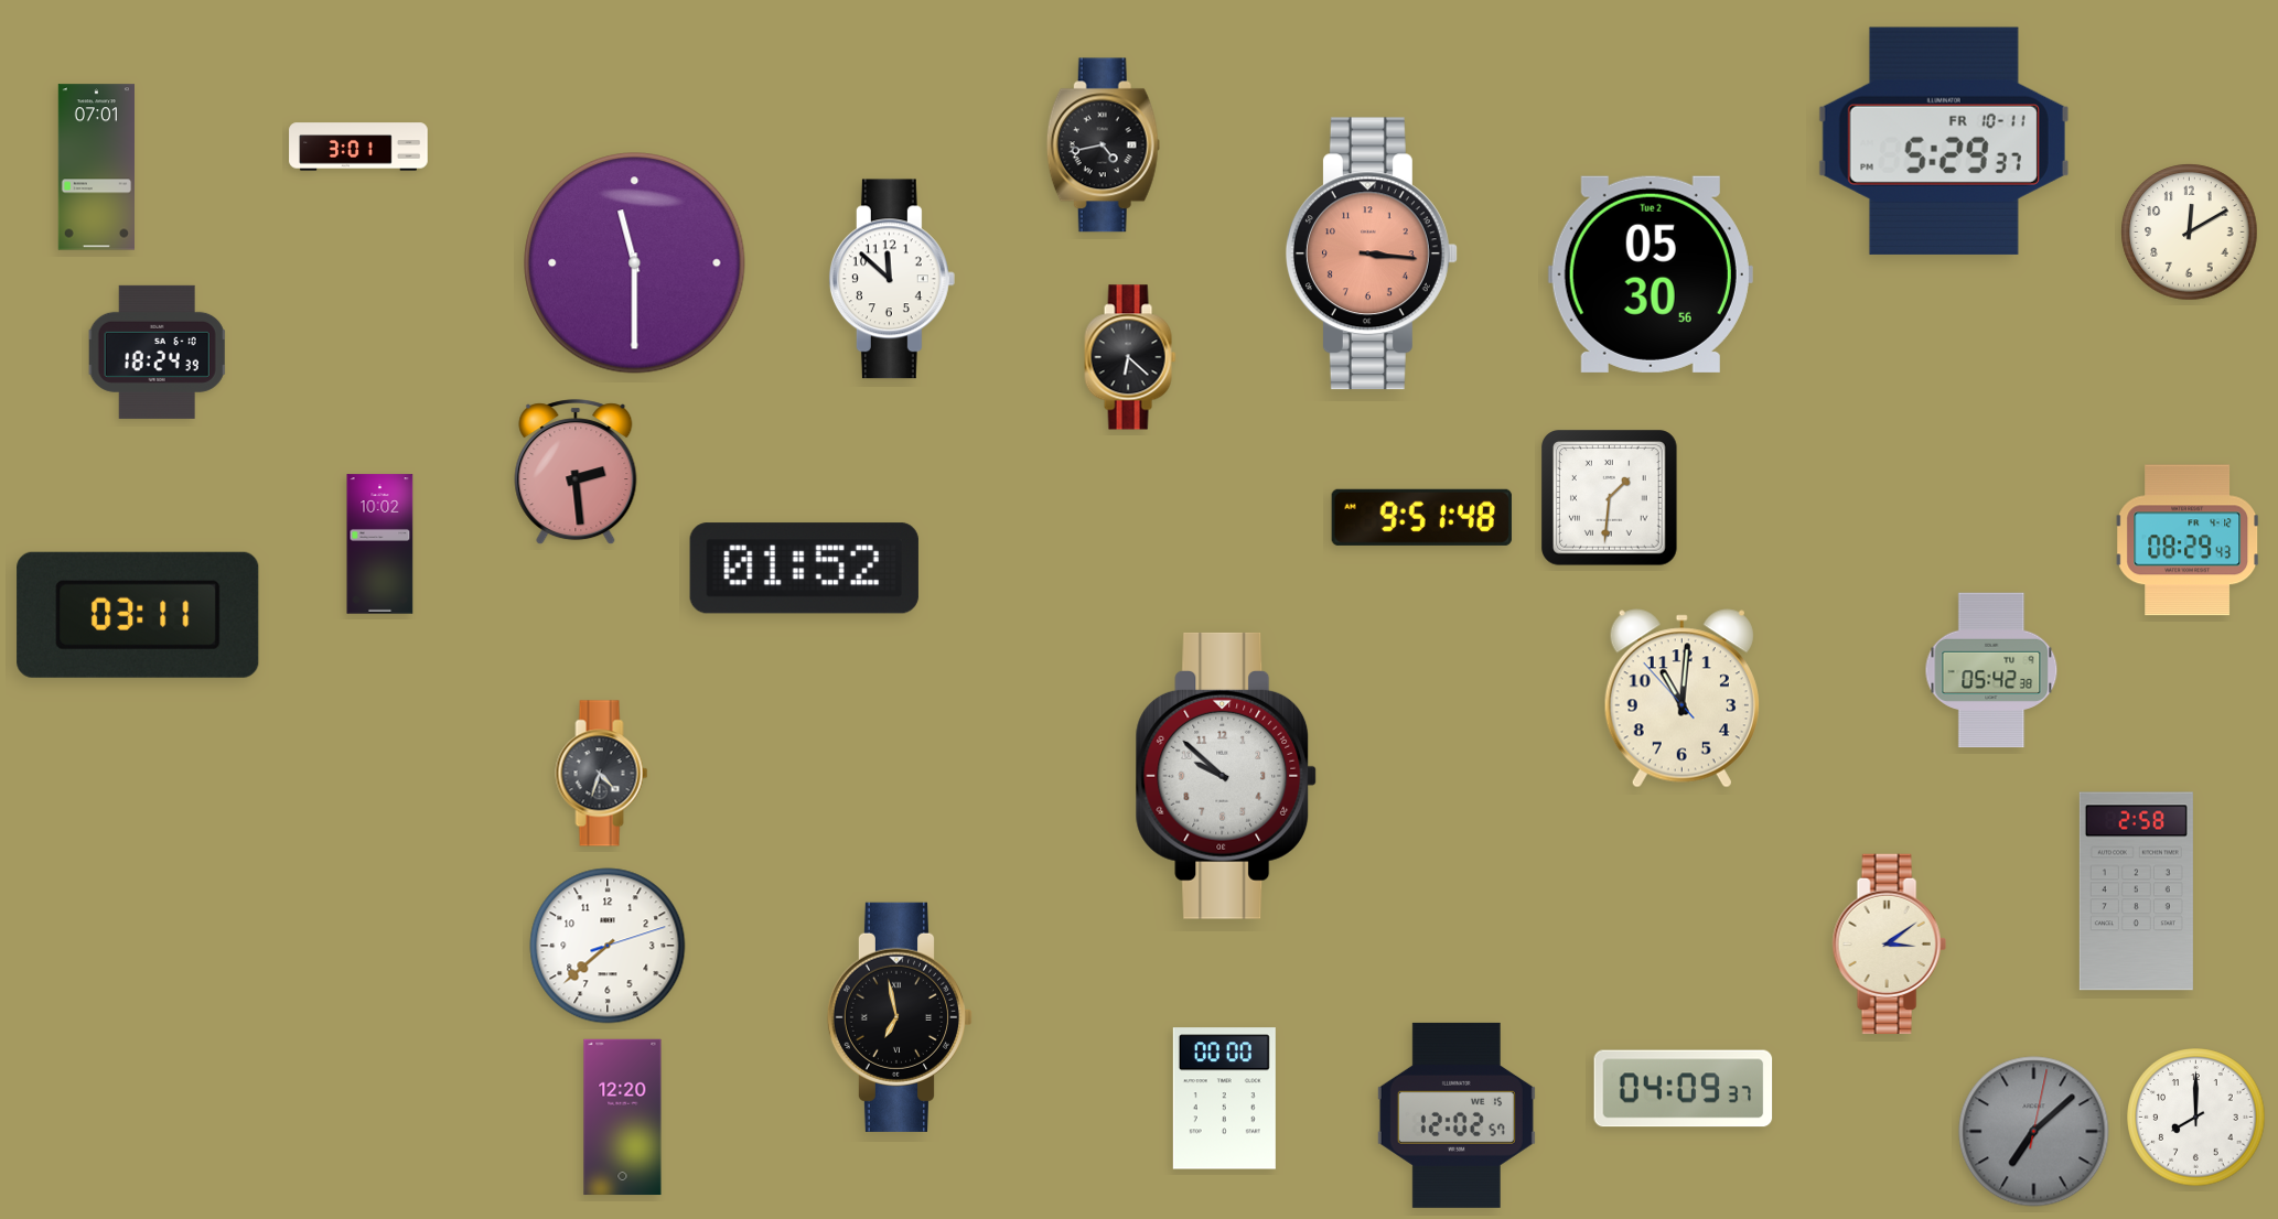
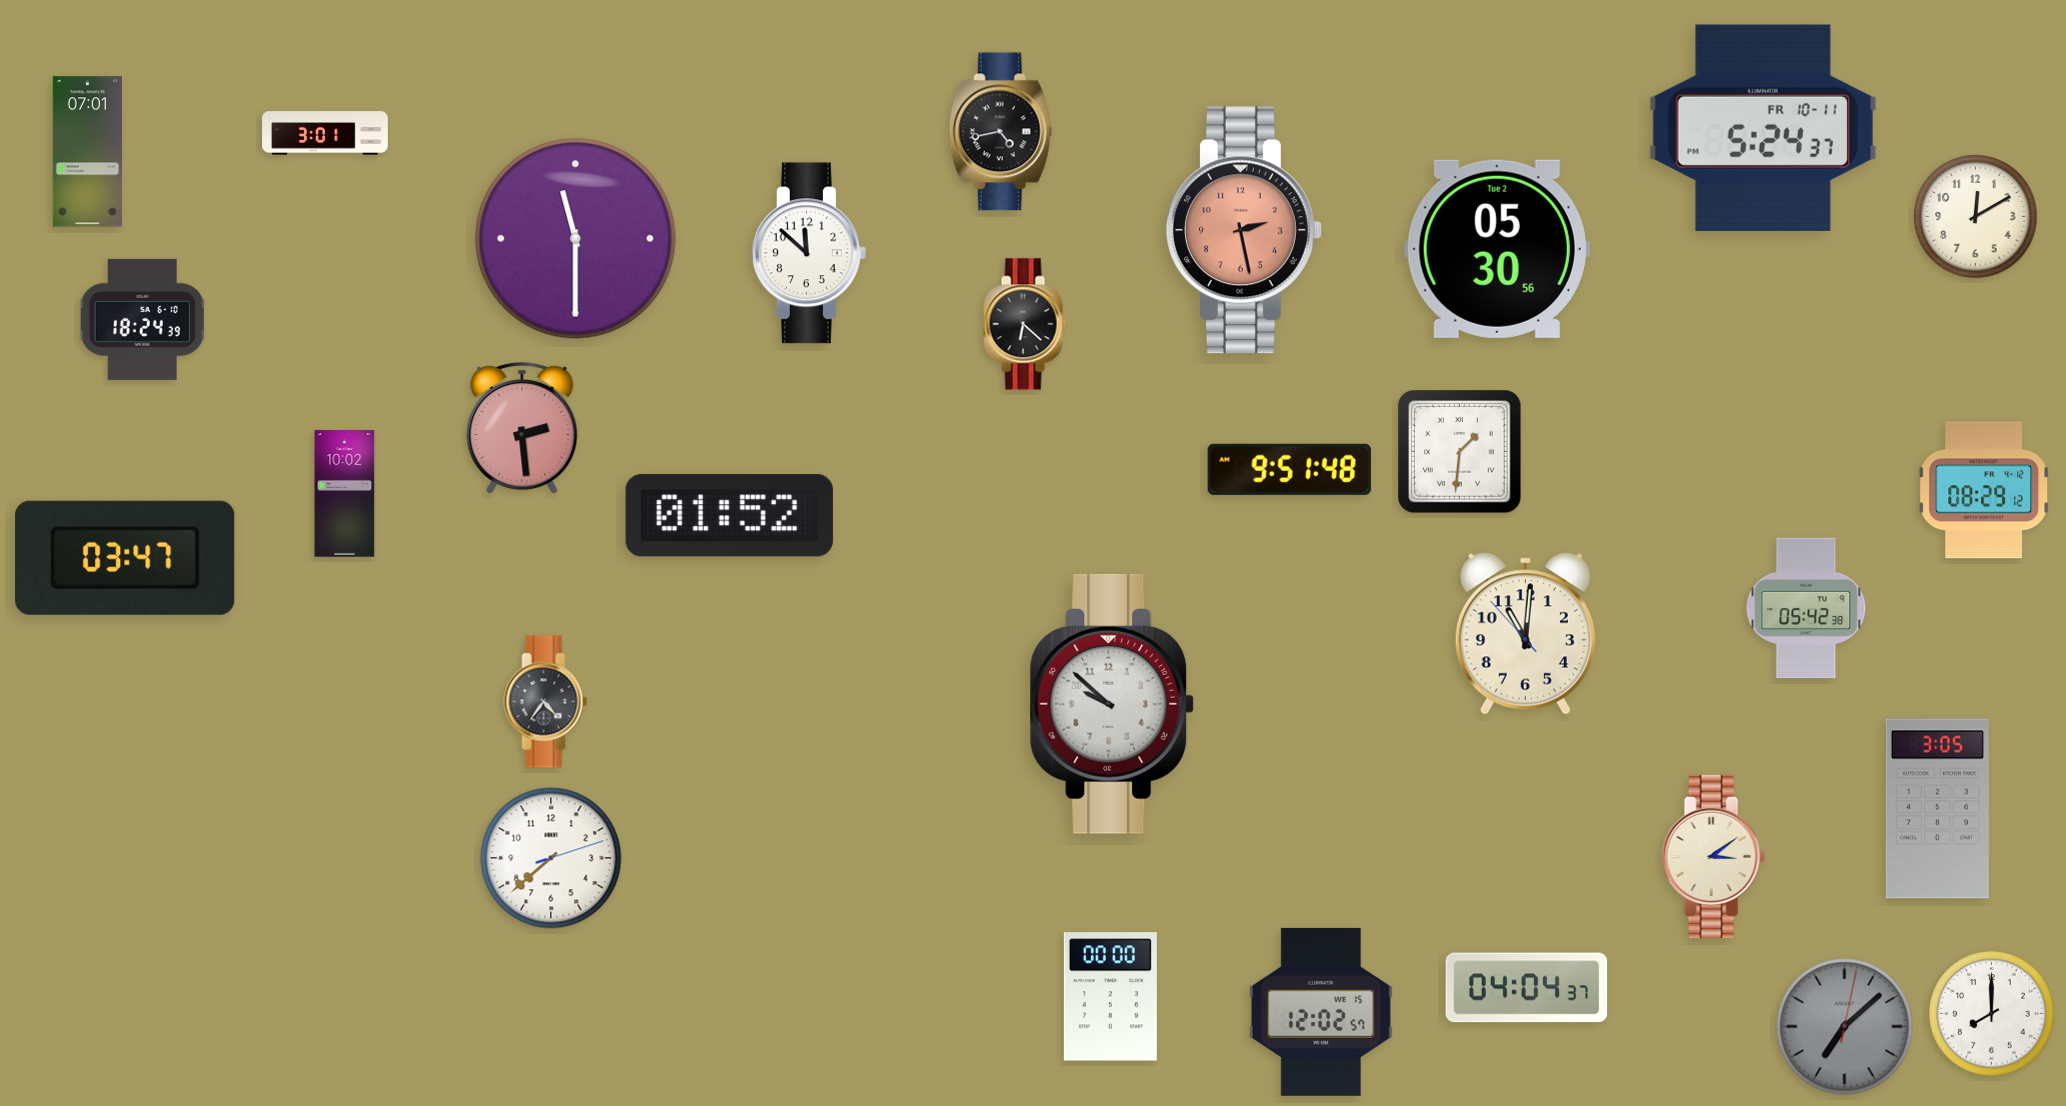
clock at (1944, 141): 5:29 -> 5:24
clock at (2190, 233) position: (2190, 233) -> (1976, 217)
clock at (1372, 253): 3:16 -> 2:28
clock at (2188, 540): 08:29:43 -> 08:29:12
clock at (138, 615): 03:11 -> 03:47
clock at (602, 774): 4:33 -> 4:36
clock at (2136, 892): 2:58 -> 3:05
clock at (900, 1017): 6:58 -> none
clock at (1684, 1089): 04:09 -> 04:04
clock at (623, 1118): 12:20 -> none
